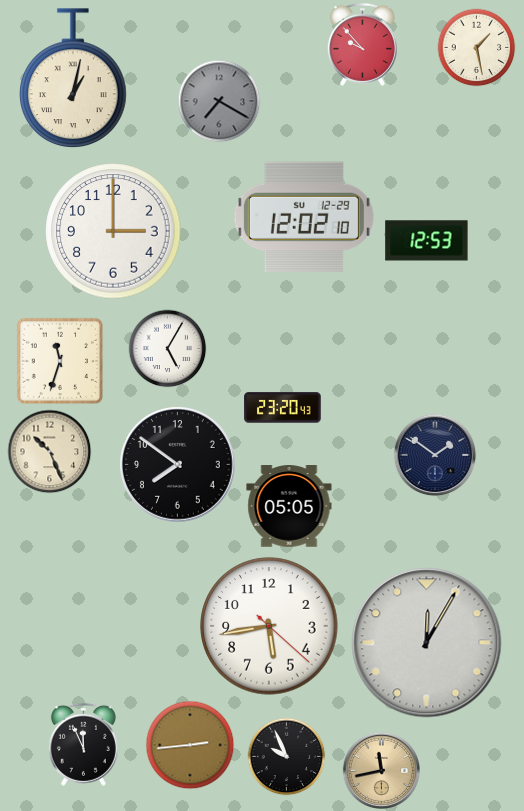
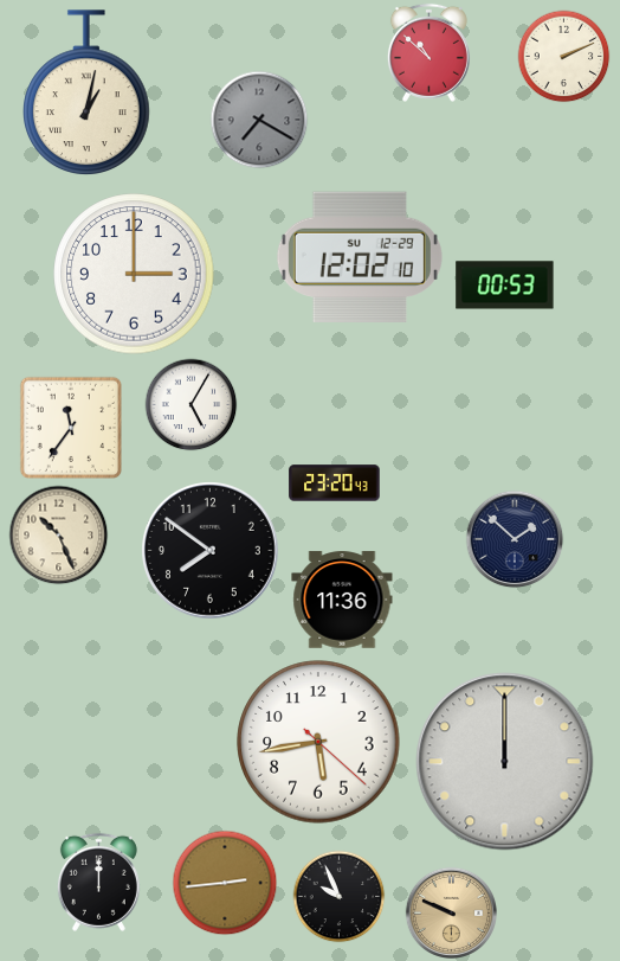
clock at (362, 44): 9:53 -> 10:52
clock at (476, 47): 1:28 -> 2:11
clock at (427, 241): 12:53 -> 00:53
clock at (167, 348) position: (167, 348) -> (190, 404)
clock at (59, 360): 11:33 -> 11:36
clock at (435, 455): 1:51 -> 1:52
clock at (289, 506): 05:05 -> 11:36
clock at (427, 643): 12:05 -> 12:00
clock at (83, 744): 11:56 -> 12:00
clock at (381, 770): 11:43 -> 9:49
